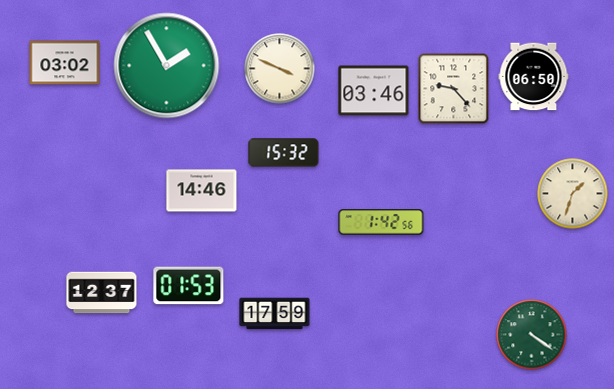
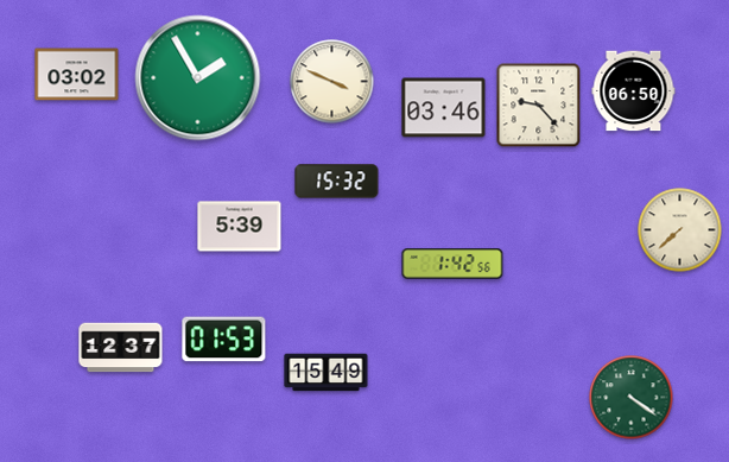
clock at (202, 191): 14:46 -> 5:39
clock at (573, 194): 1:33 -> 7:38
clock at (275, 314): 17:59 -> 15:49
